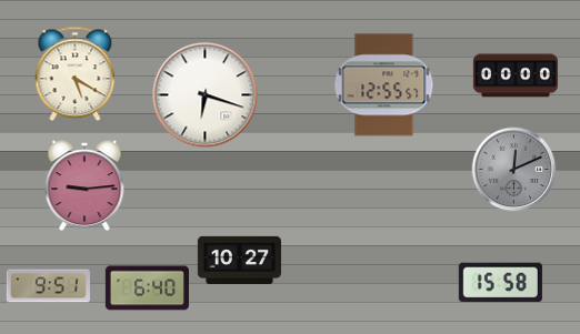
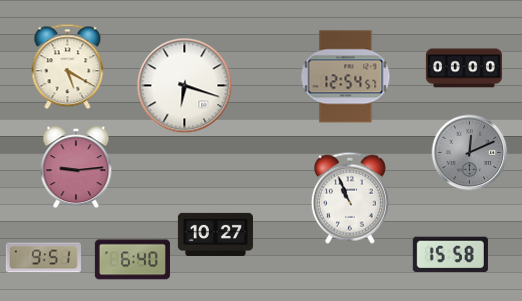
clock at (384, 85): 12:55 -> 12:54
clock at (514, 170) position: (514, 170) -> (470, 153)
clock at (350, 198): none -> 10:56
